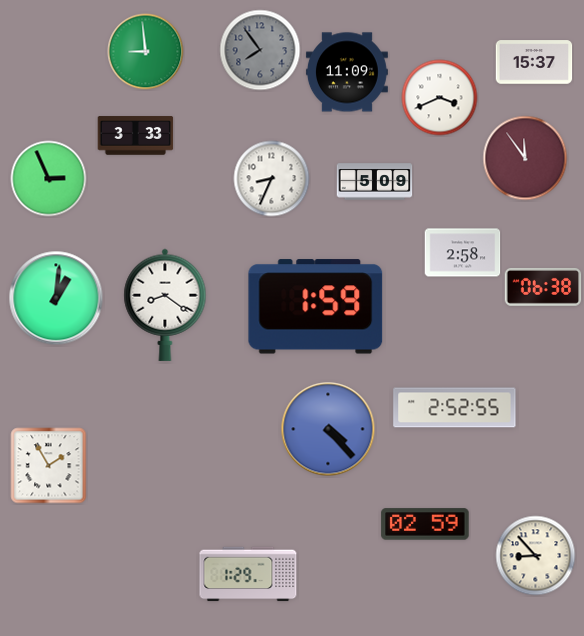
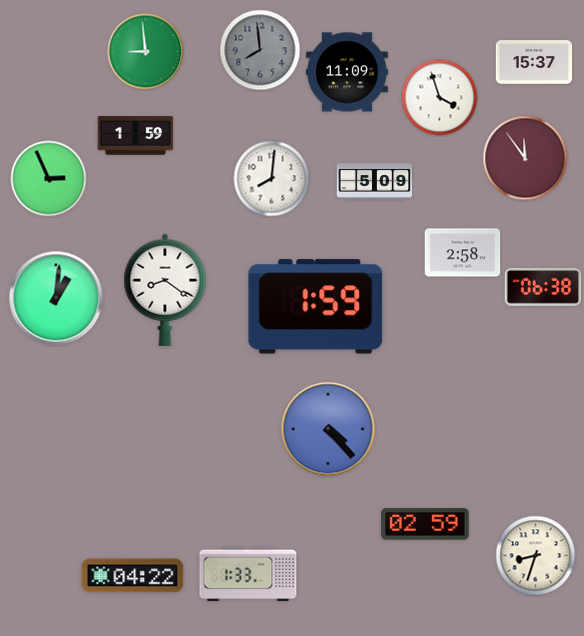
clock at (260, 50): 7:54 -> 7:59
clock at (440, 98): 3:41 -> 3:57
clock at (136, 136): 3:33 -> 1:59
clock at (272, 179): 8:34 -> 8:01
clock at (165, 305) position: (165, 305) -> (165, 290)
clock at (455, 408): 2:52 -> none
clock at (49, 466): 1:55 -> none
clock at (536, 556): 8:53 -> 8:33
clock at (248, 574): 1:29 -> 1:33
clock at (133, 576): none -> 04:22
